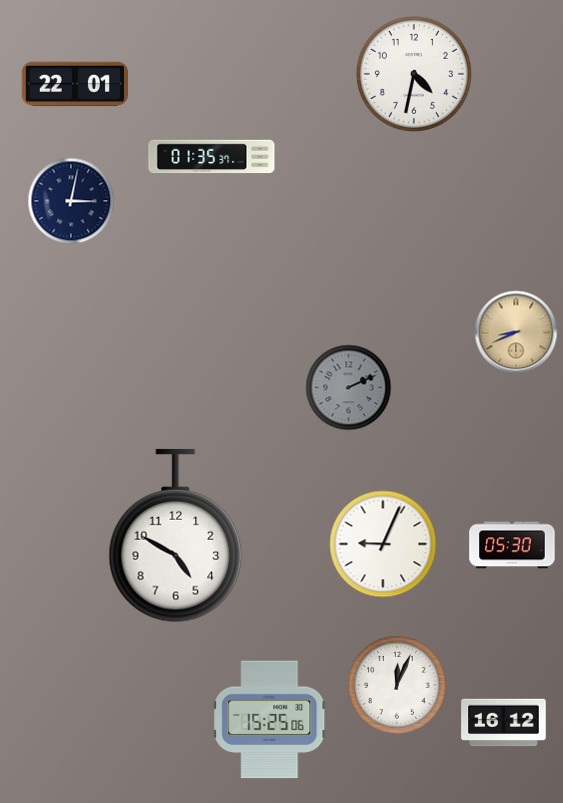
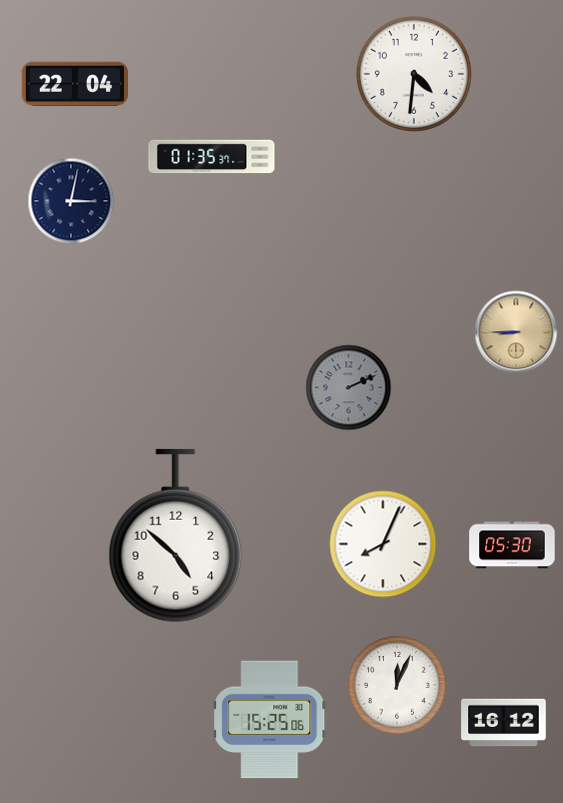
clock at (414, 74): 4:32 -> 4:31
clock at (75, 84): 22:01 -> 22:04
clock at (516, 332): 8:41 -> 8:45
clock at (176, 536): 4:50 -> 4:52
clock at (383, 544): 9:04 -> 8:04
